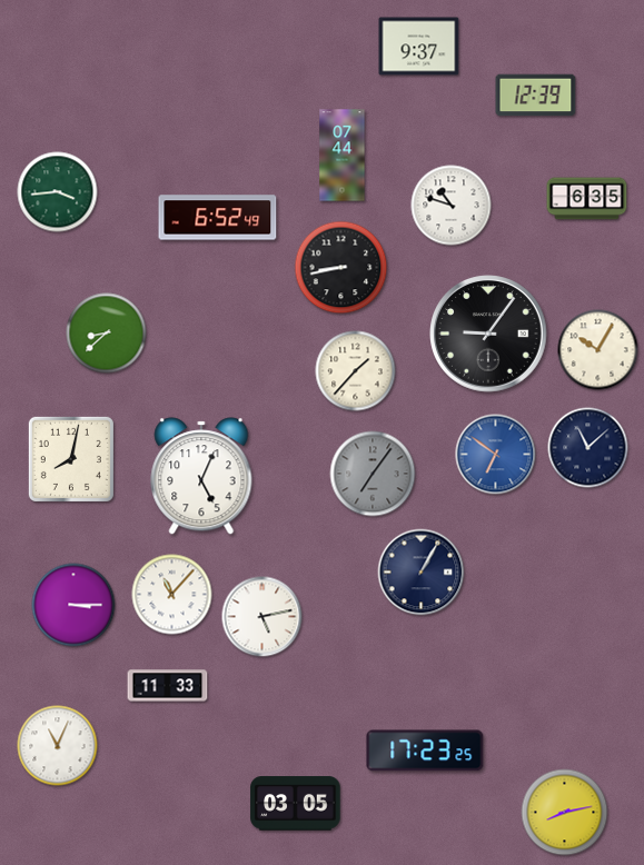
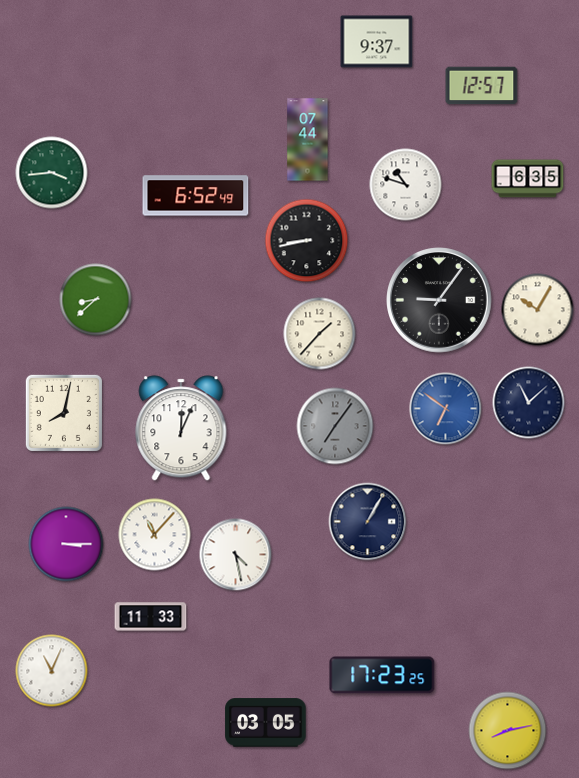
clock at (536, 96): 12:39 -> 12:57
clock at (598, 350) position: (598, 350) -> (538, 310)
clock at (201, 476): 5:04 -> 12:04
clock at (422, 573) position: (422, 573) -> (368, 522)
clock at (262, 617): 5:13 -> 4:28
